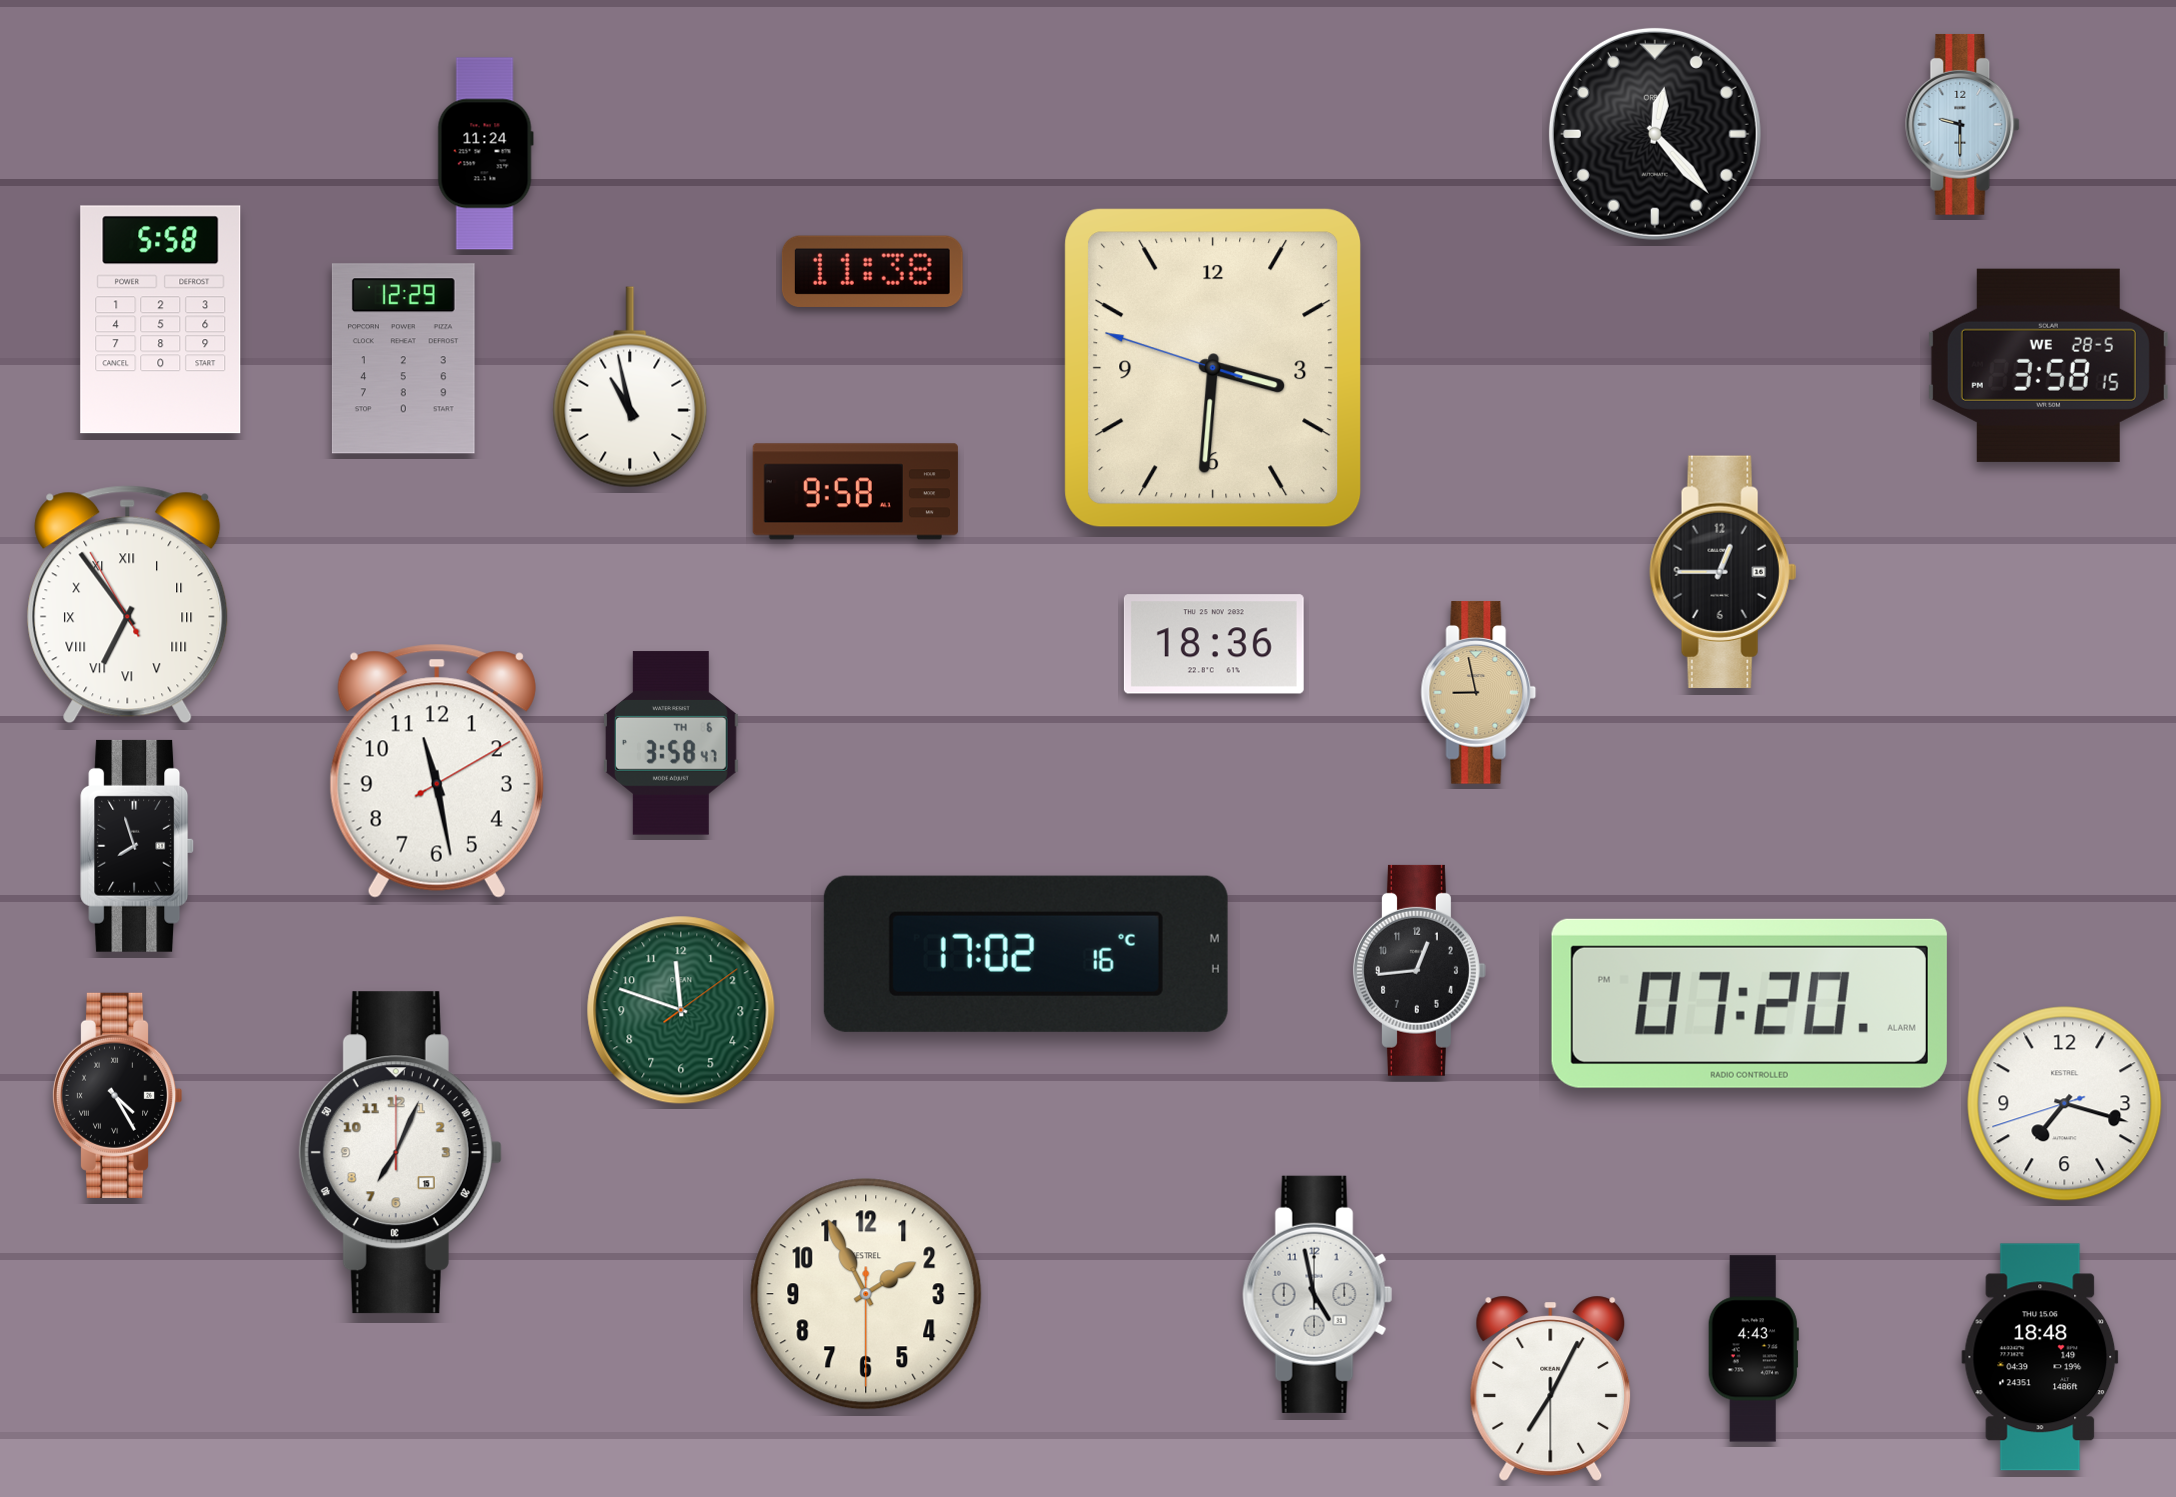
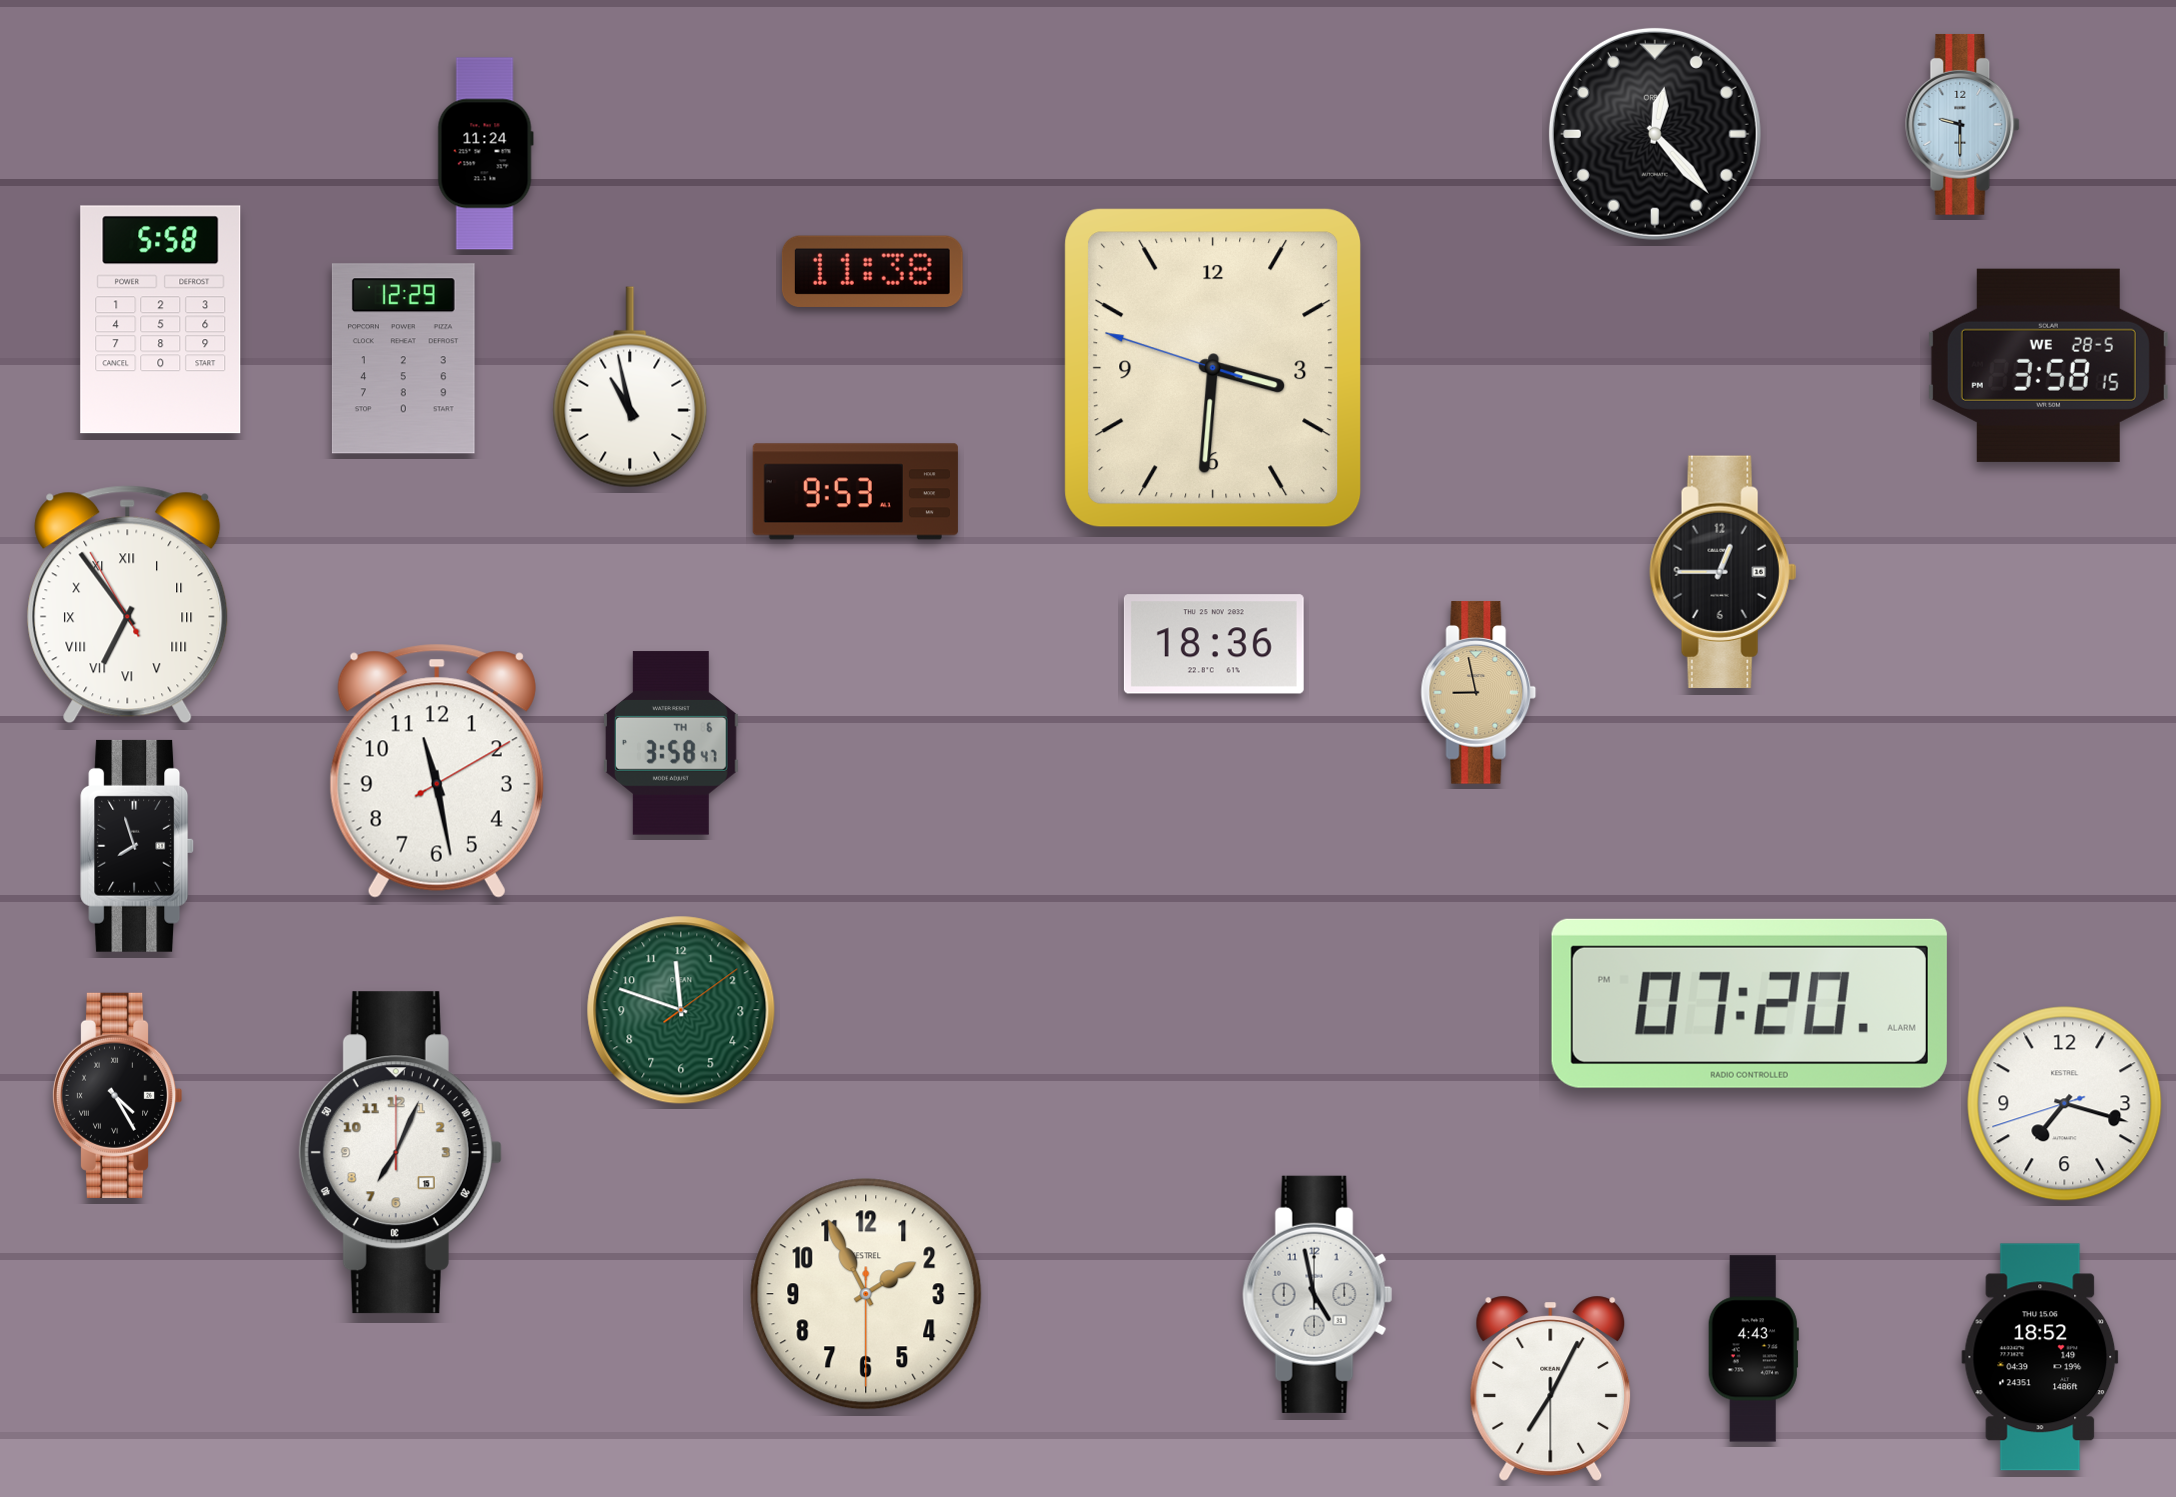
clock at (855, 492): 9:58 -> 9:53
clock at (1026, 954): 17:02 -> none
clock at (1419, 970): 12:44 -> none
clock at (2040, 1357): 18:48 -> 18:52
